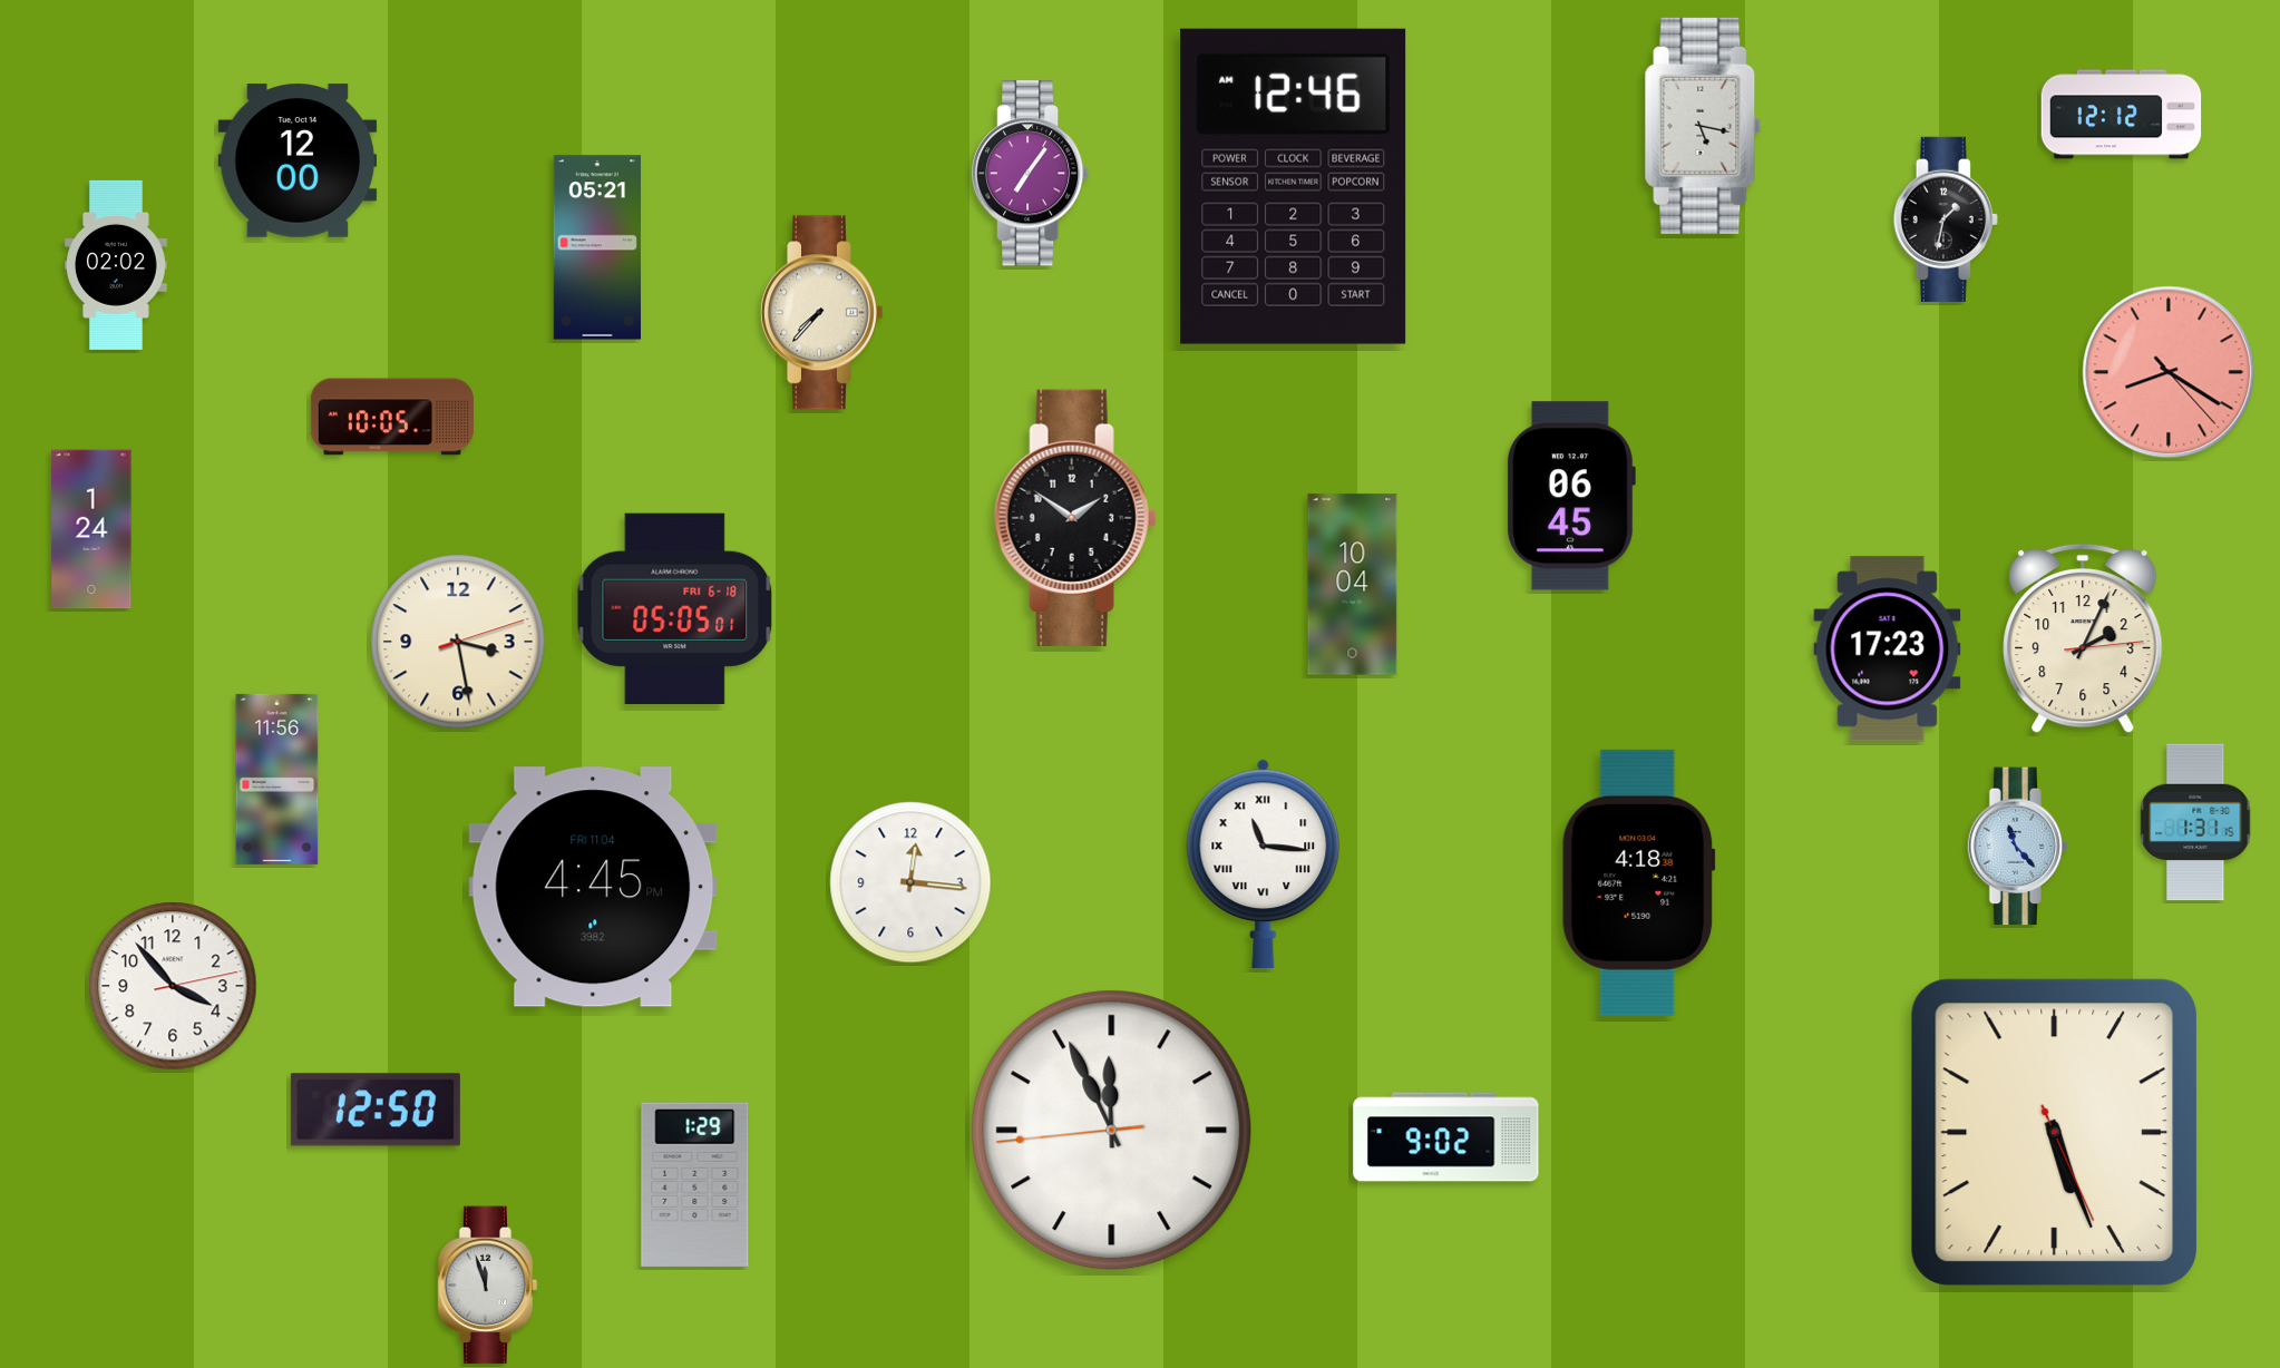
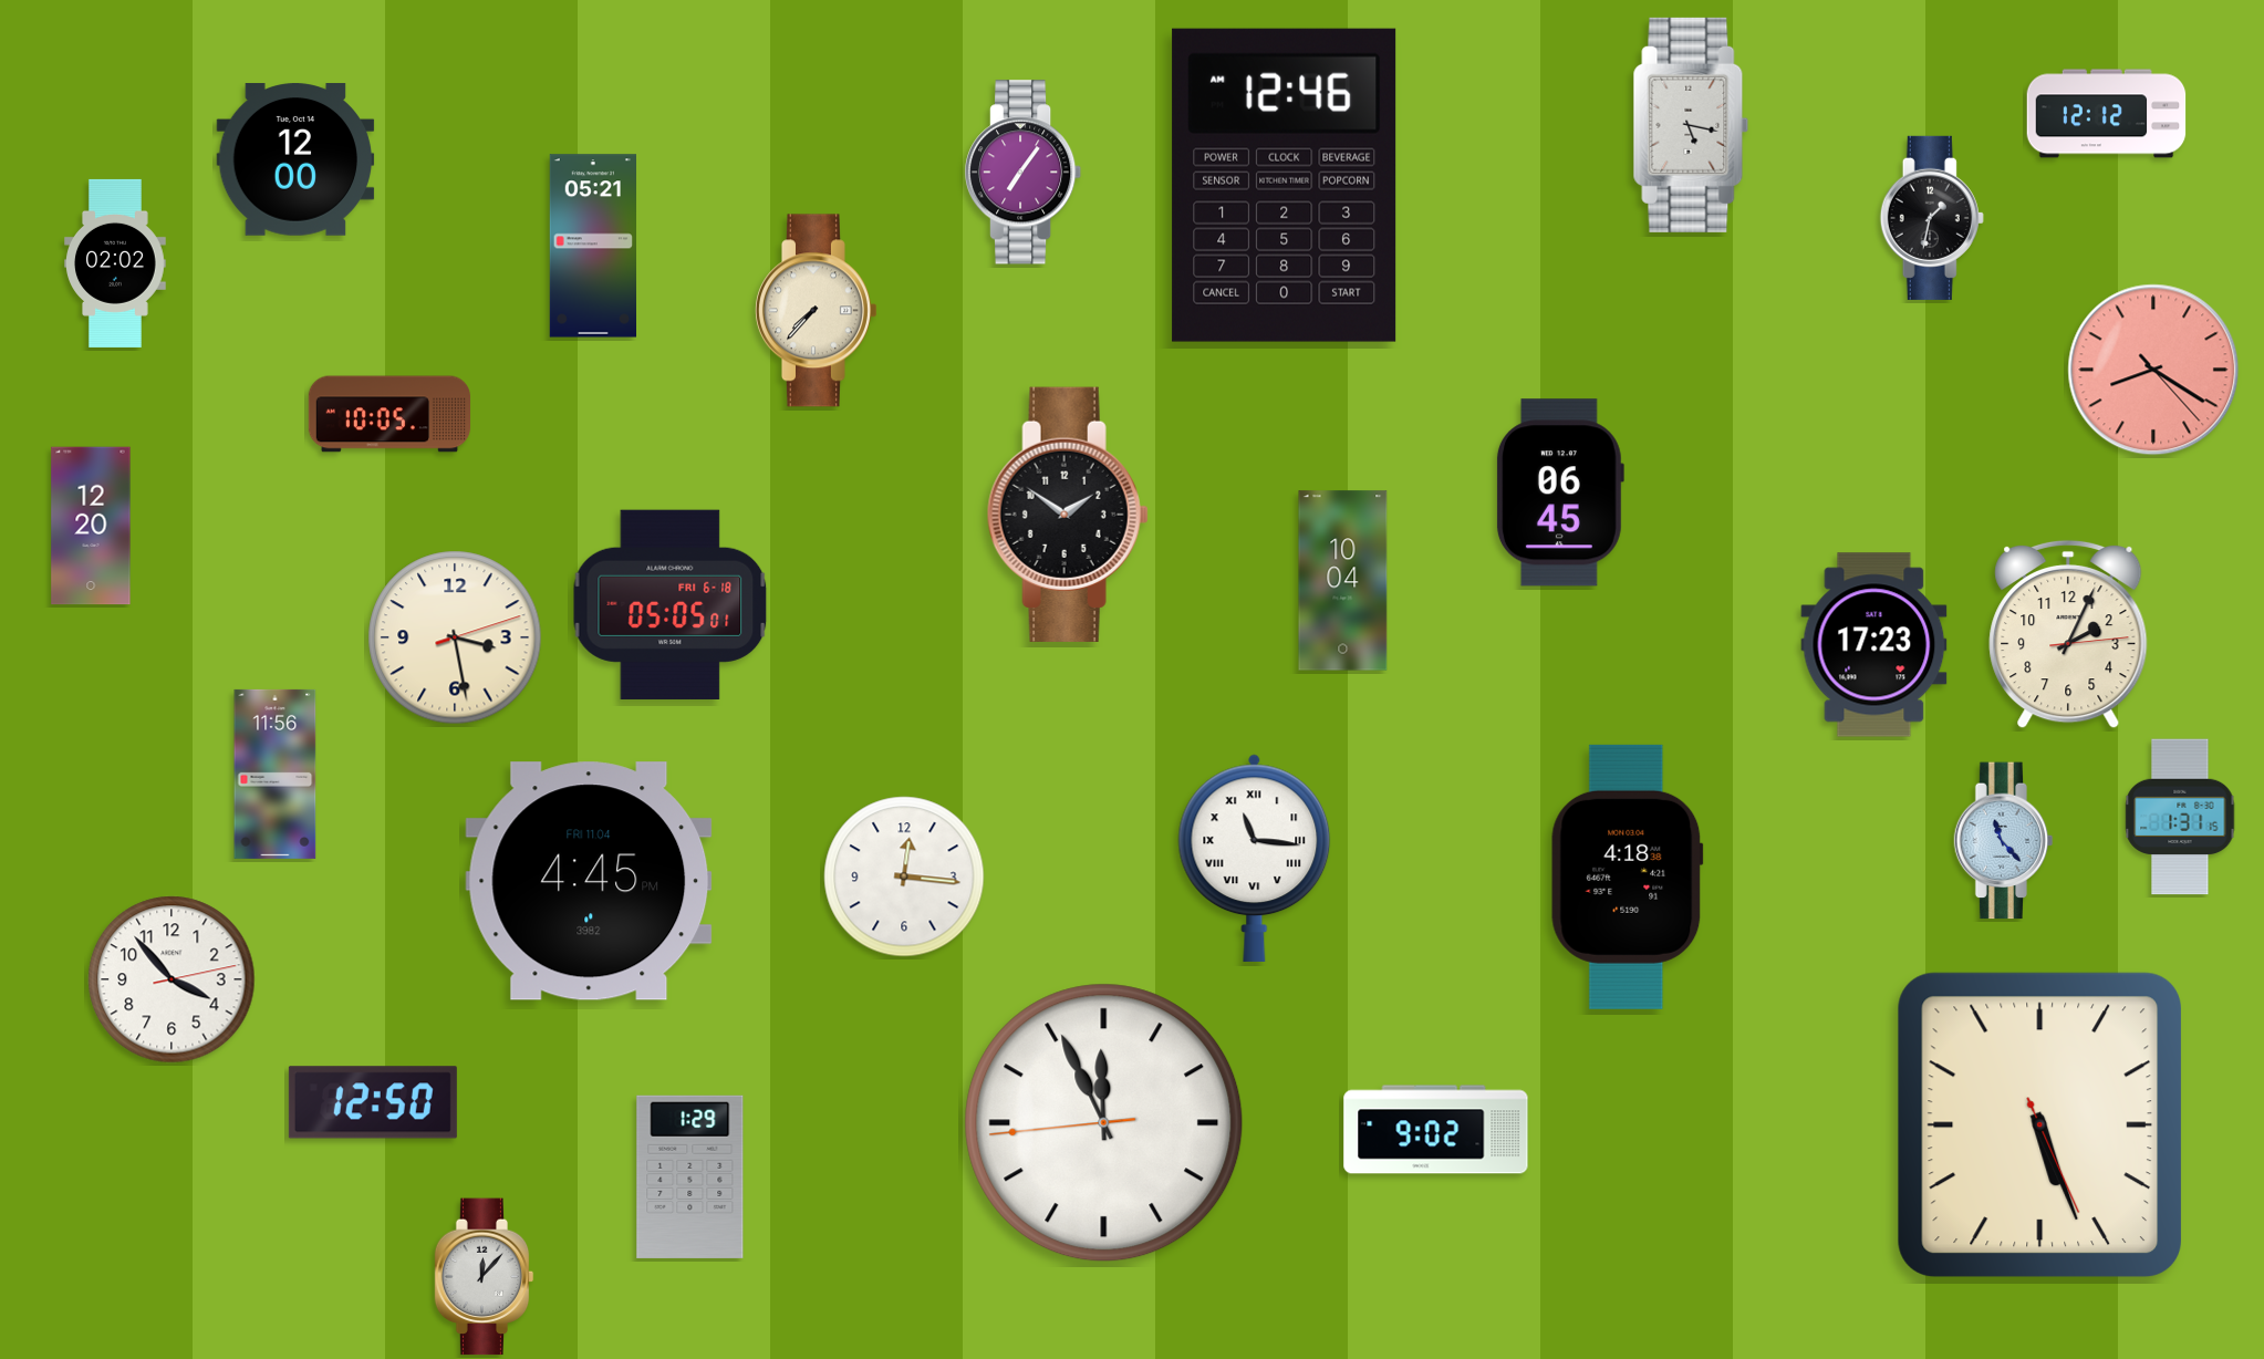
clock at (91, 529): 1:24 -> 12:20
clock at (488, 1286): 11:57 -> 12:07
